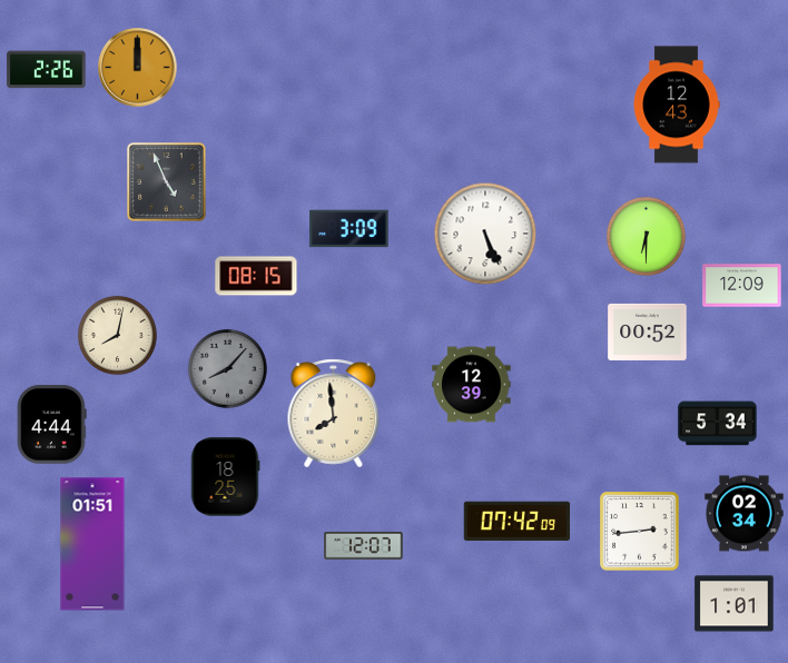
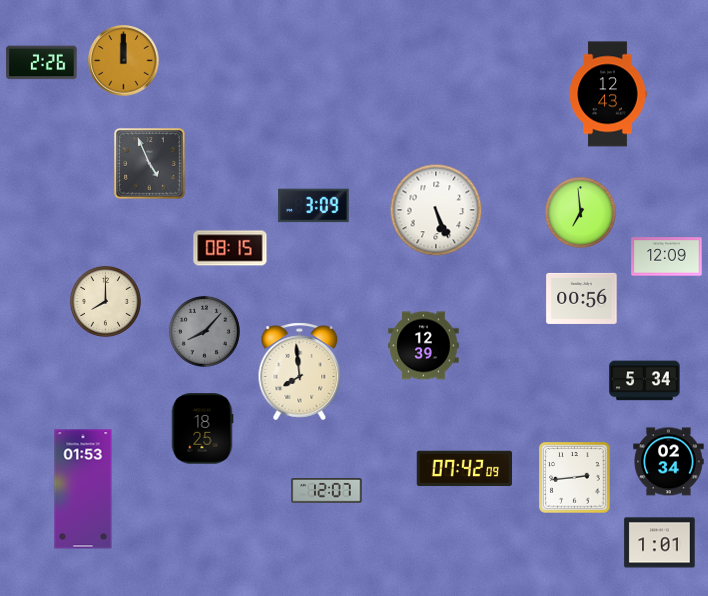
clock at (646, 236): 6:30 -> 6:59
clock at (648, 331): 00:52 -> 00:56
clock at (117, 335): 8:02 -> 8:00
clock at (52, 425): 4:44 -> none
clock at (92, 544): 01:51 -> 01:53
